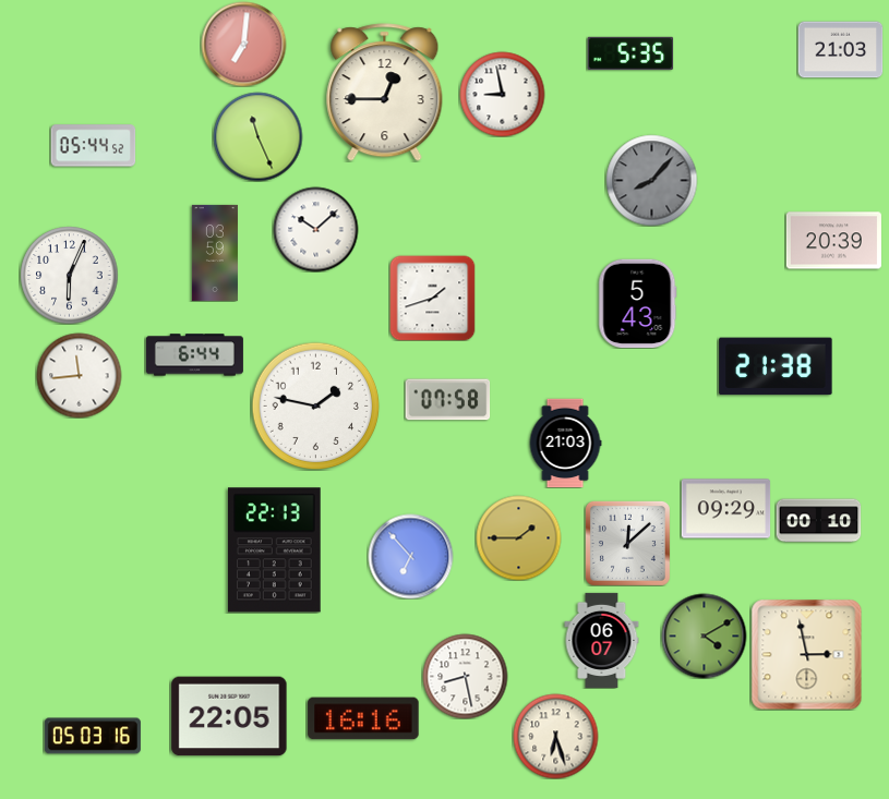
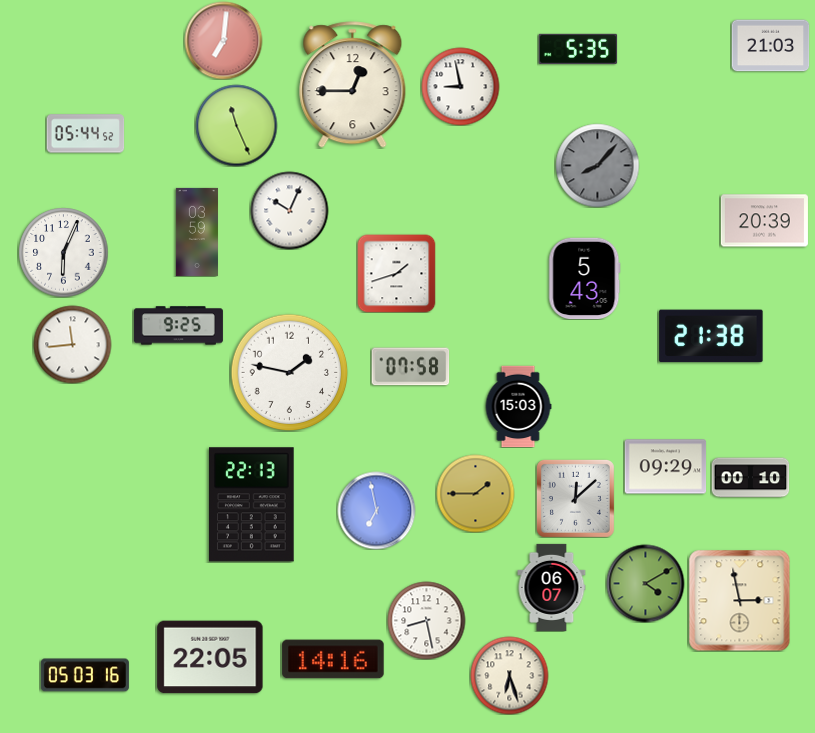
clock at (315, 229): 10:08 -> 10:04
clock at (194, 355): 6:44 -> 9:25
clock at (565, 443): 21:03 -> 15:03
clock at (410, 556): 6:53 -> 6:58
clock at (363, 718): 16:16 -> 14:16
